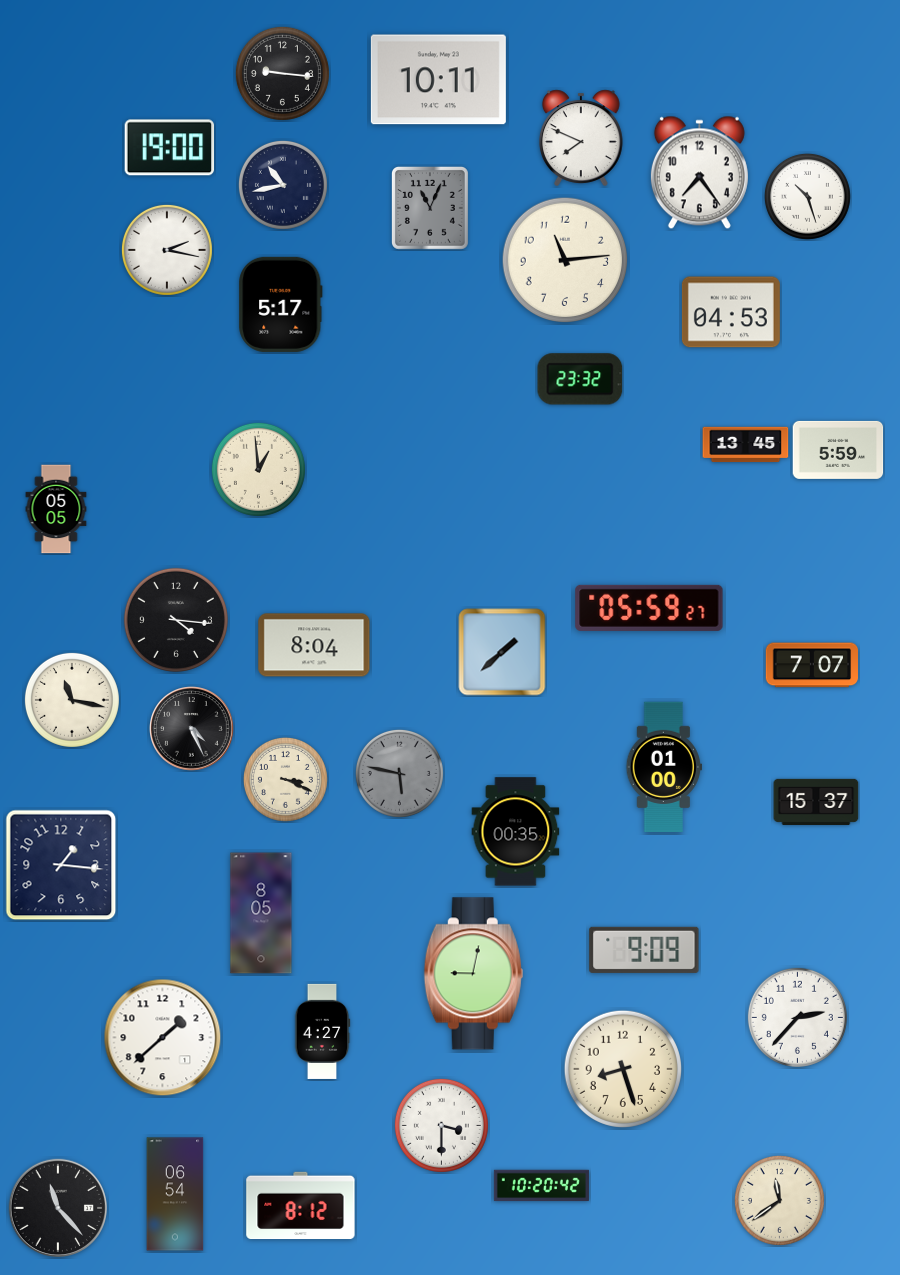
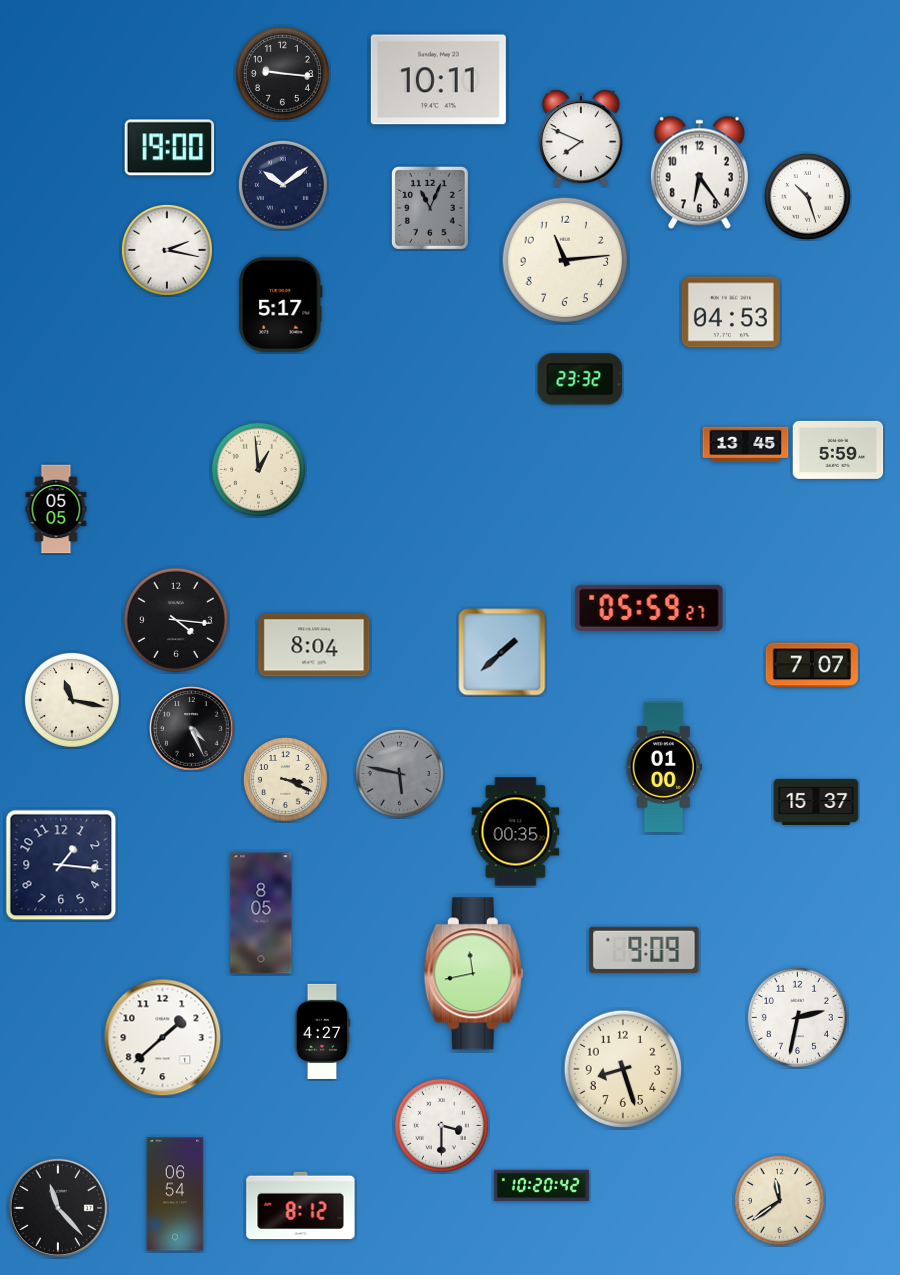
clock at (699, 173): 7:24 -> 6:24
clock at (283, 185): 10:43 -> 10:09
clock at (473, 974): 9:02 -> 11:43
clock at (797, 1017): 2:37 -> 2:32
